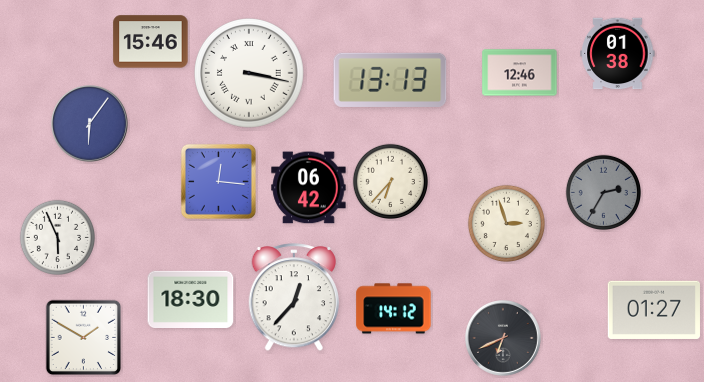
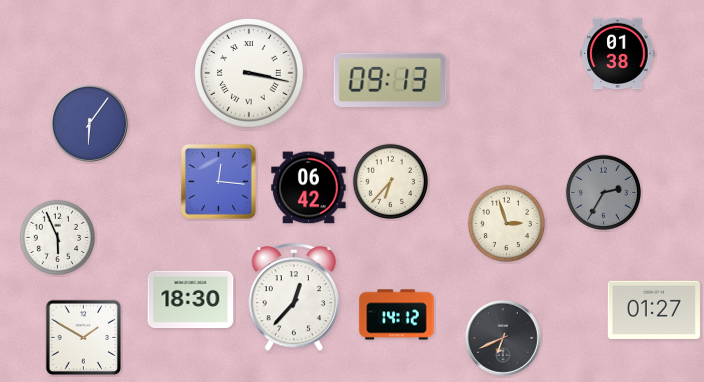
clock at (151, 42): 15:46 -> none
clock at (520, 73): 12:46 -> none
clock at (390, 80): 13:13 -> 09:13
clock at (394, 309) position: (394, 309) -> (397, 315)
